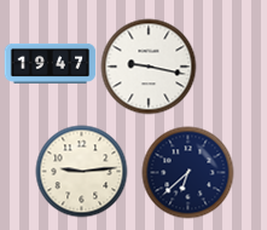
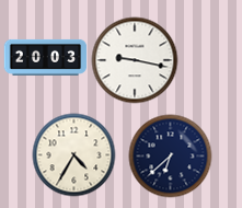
clock at (51, 63): 19:47 -> 20:03
clock at (82, 172): 9:14 -> 4:35
